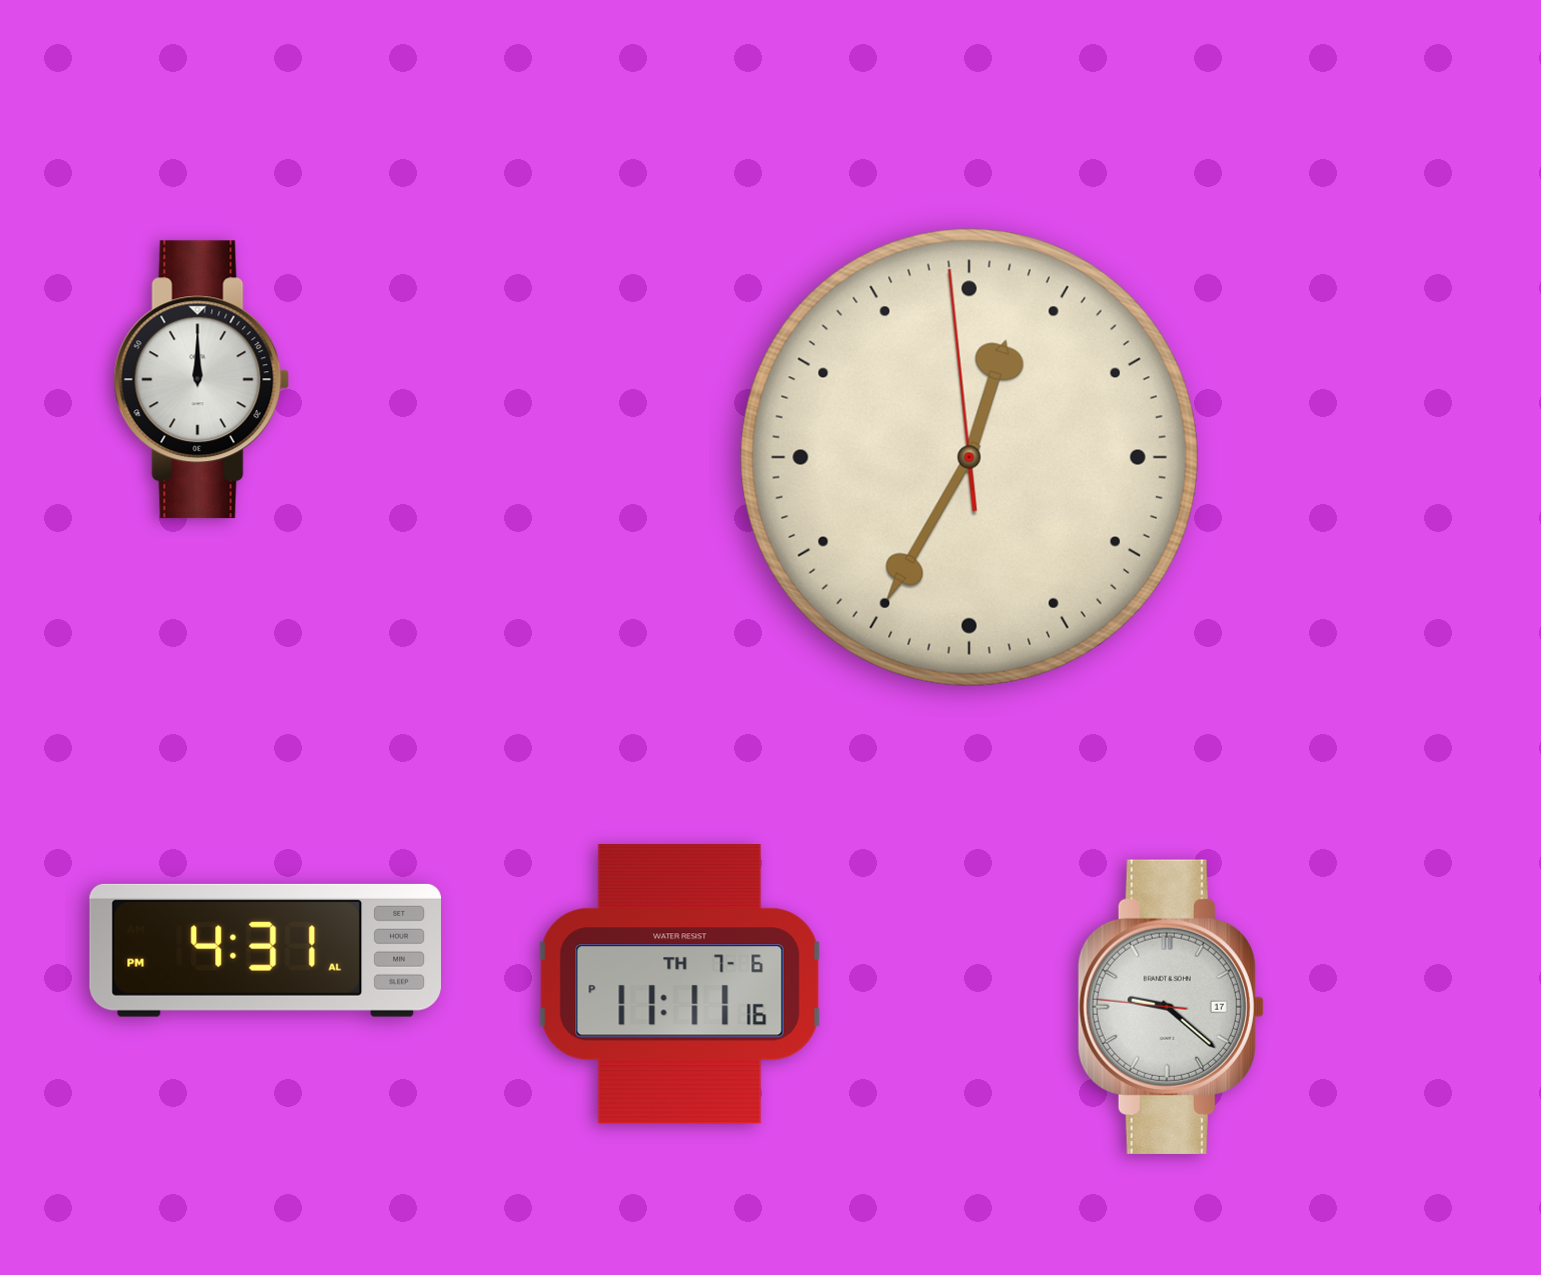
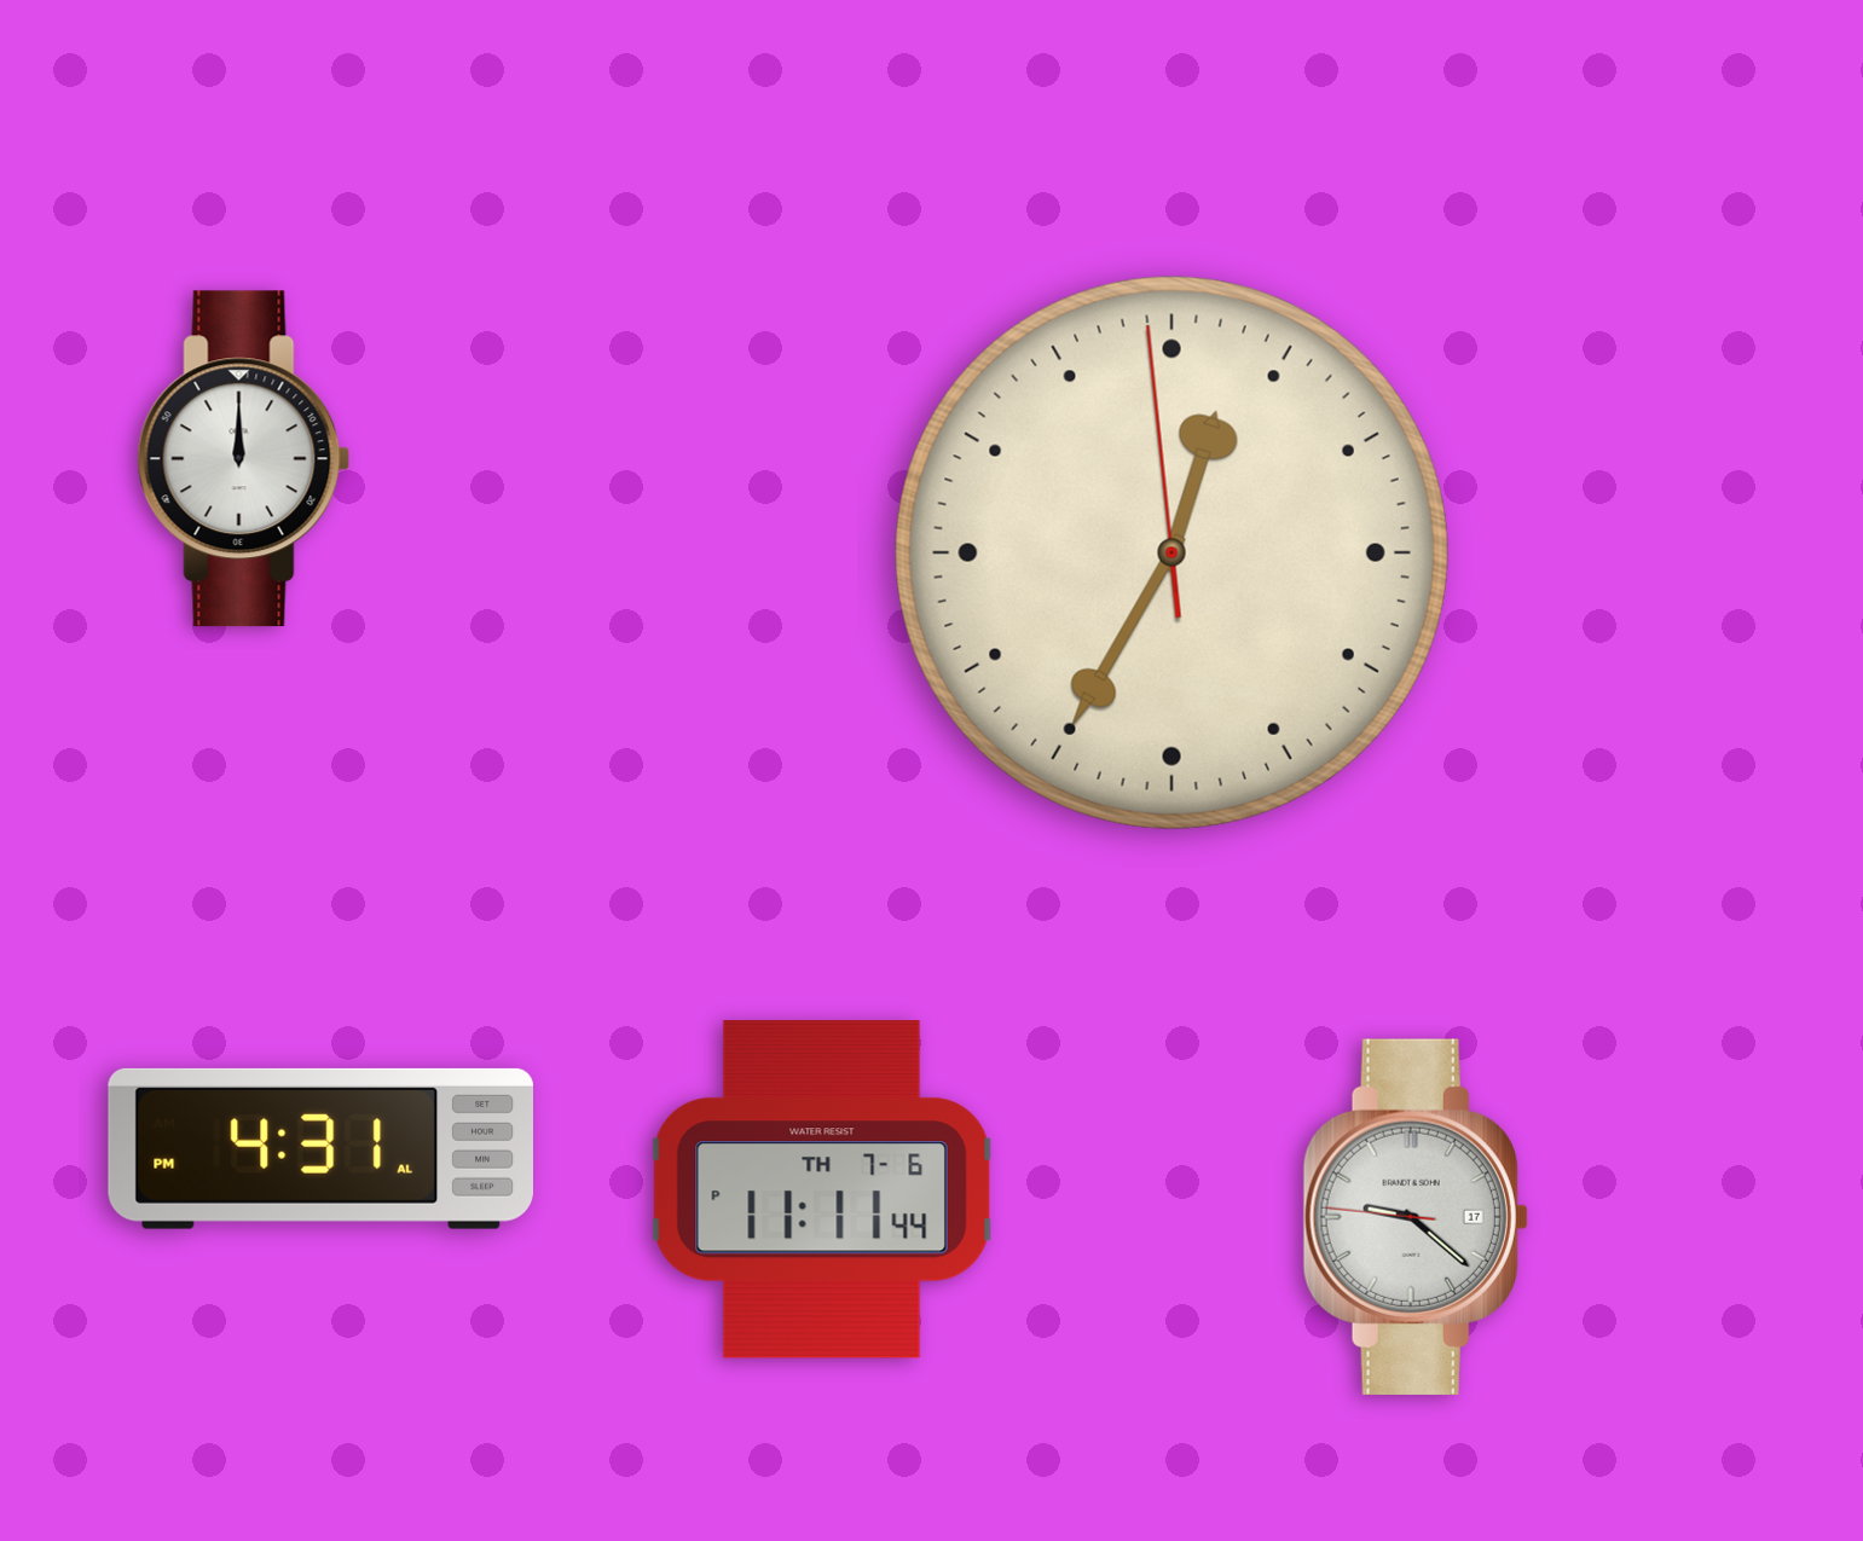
clock at (680, 984): 11:11:16 PM -> 11:11:44 PM
